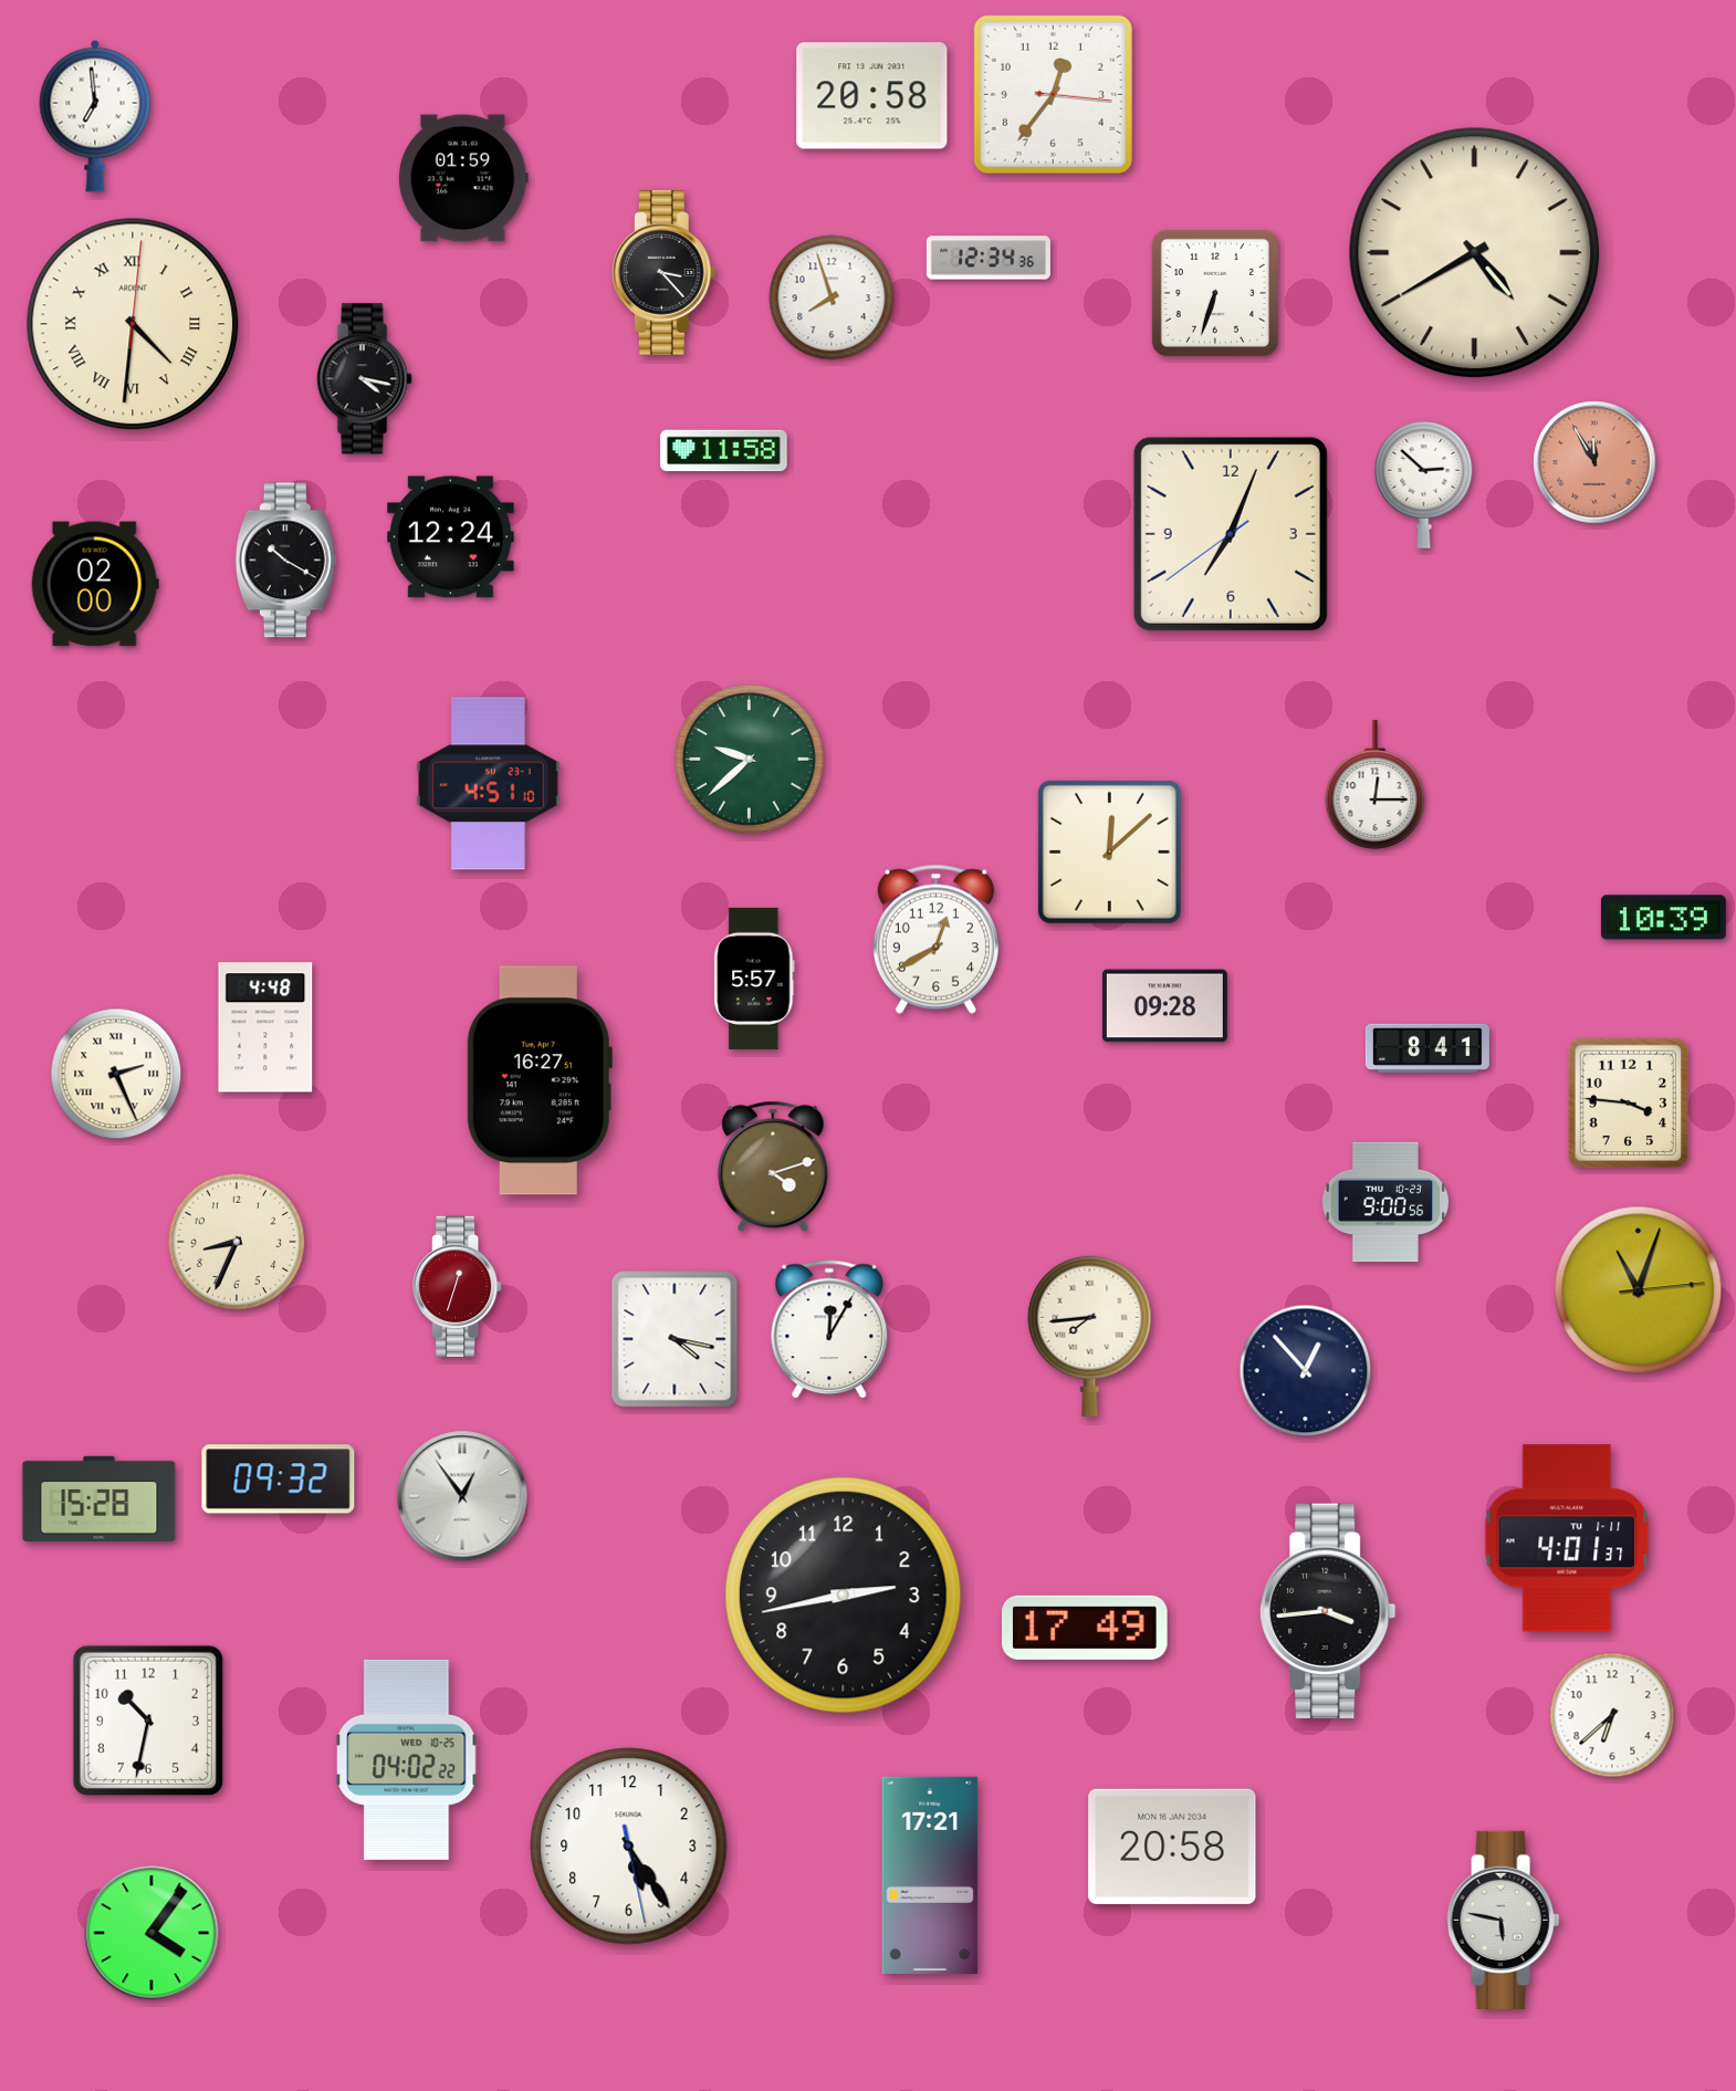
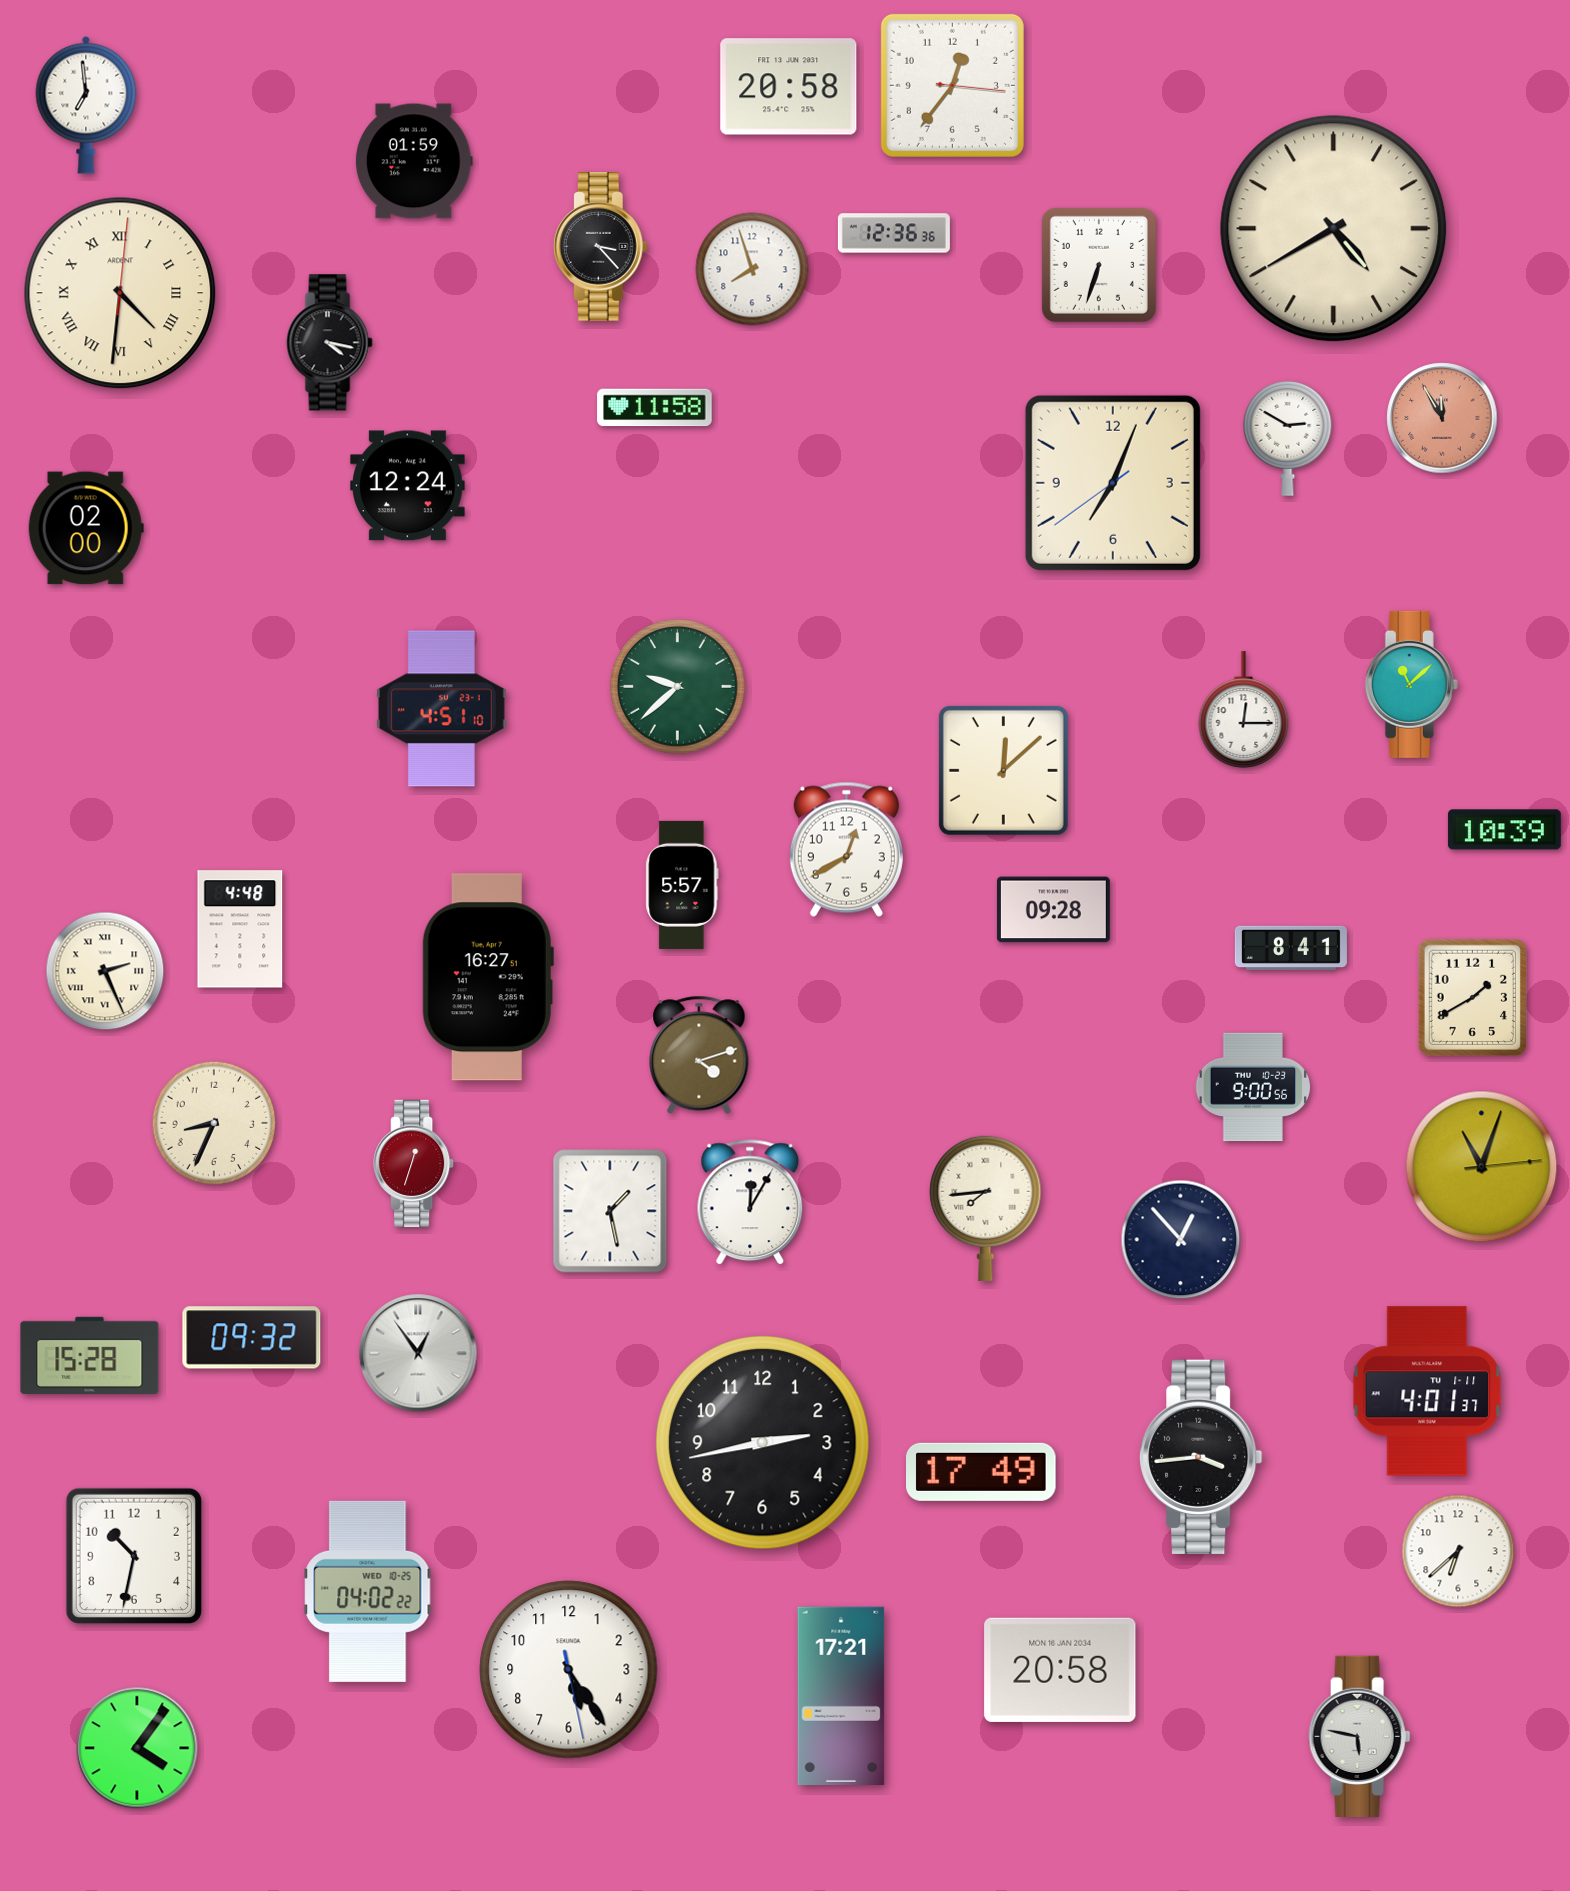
clock at (463, 178) position: (463, 178) -> (414, 161)
clock at (989, 258): 12:34 -> 12:36
clock at (1424, 484): 2:52 -> 2:50
clock at (285, 561): 10:20 -> none
clock at (1411, 684): none -> 11:08
clock at (1628, 1102): 3:46 -> 1:40
clock at (674, 1339): 4:17 -> 1:28
clock at (1567, 1538) position: (1567, 1538) -> (1427, 1391)
